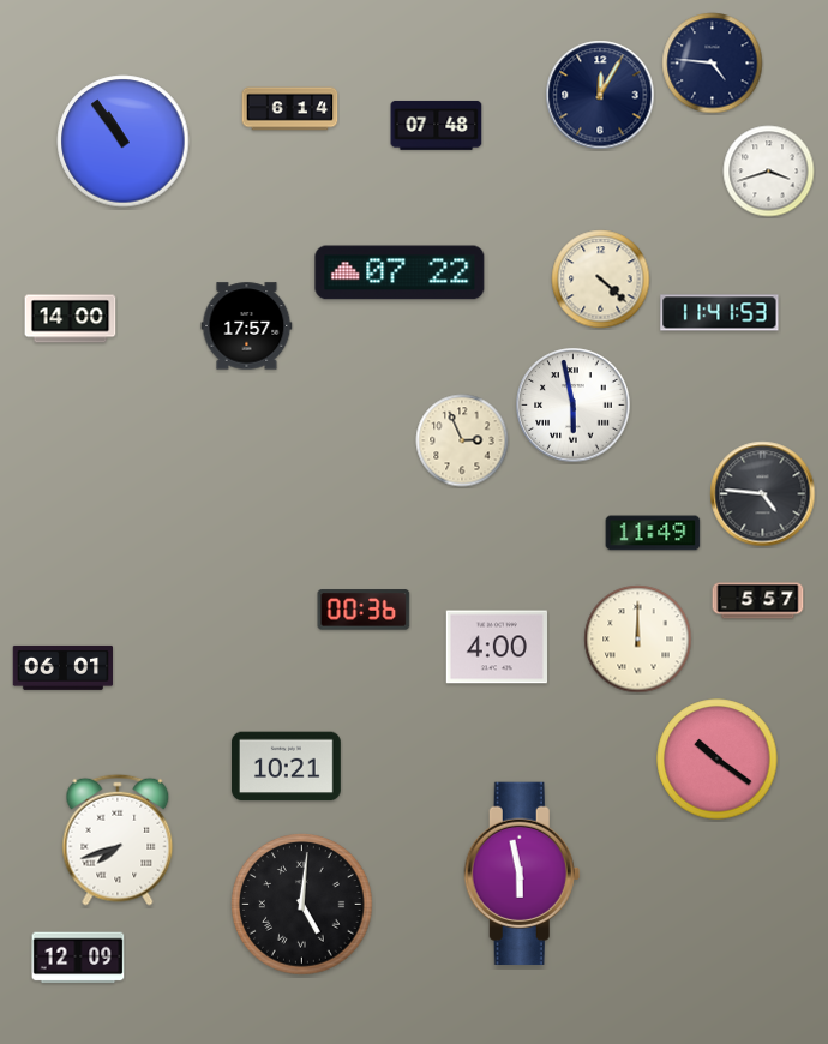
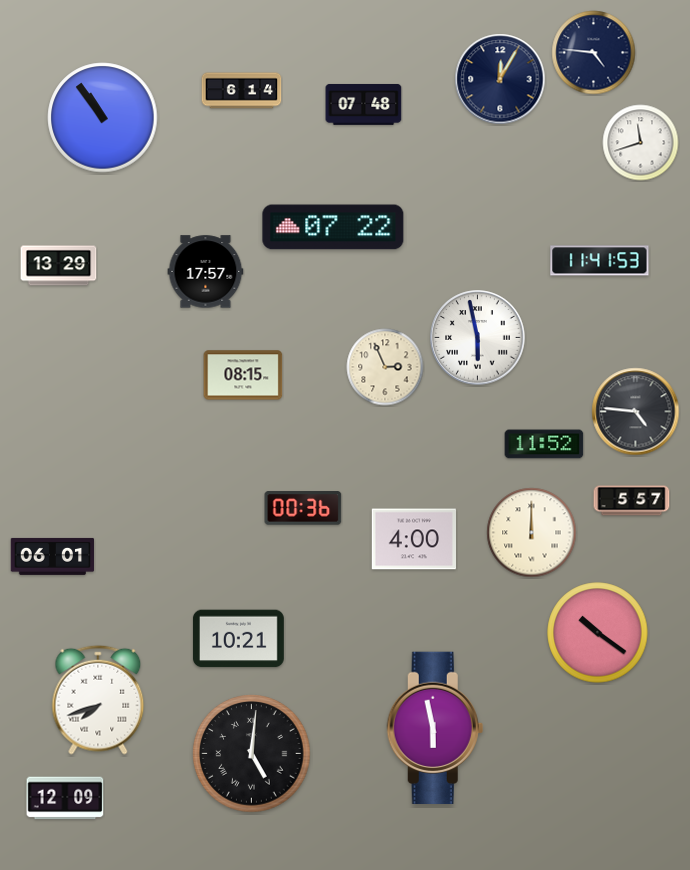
clock at (769, 172): 3:42 -> 11:42
clock at (601, 280): 4:22 -> none
clock at (71, 319): 14:00 -> 13:29
clock at (243, 375): none -> 08:15
clock at (653, 533): 11:49 -> 11:52
